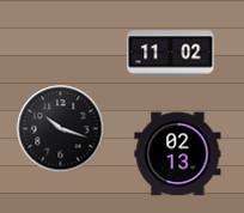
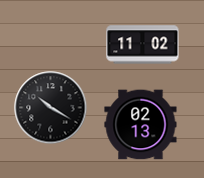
clock at (61, 129): 10:18 -> 10:20
clock at (178, 154) position: (178, 154) -> (141, 125)
